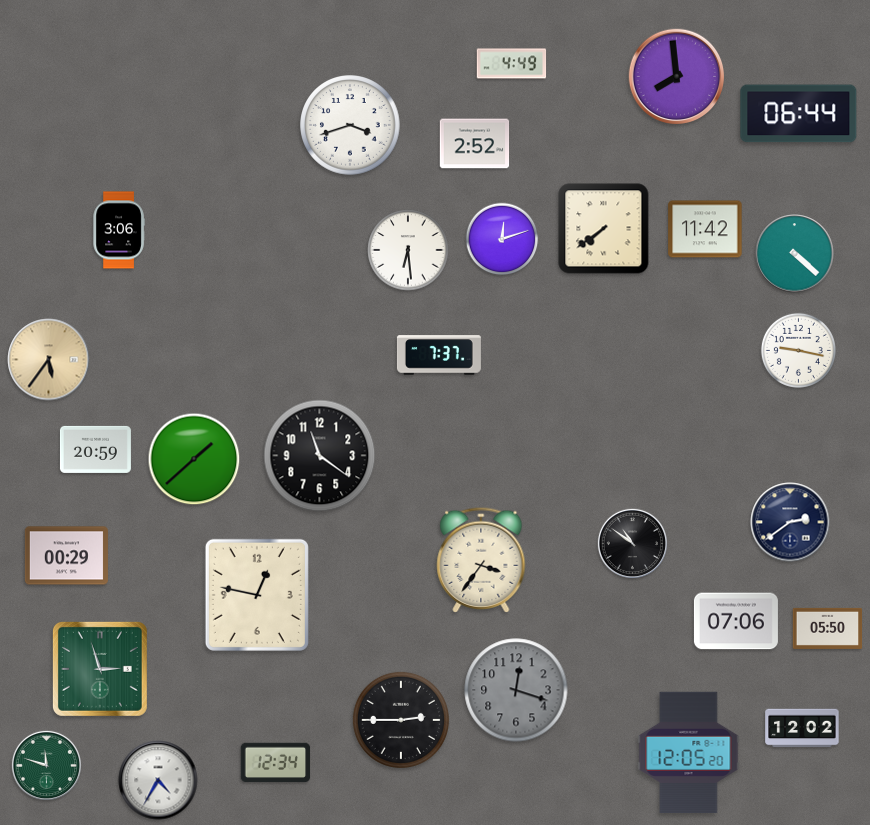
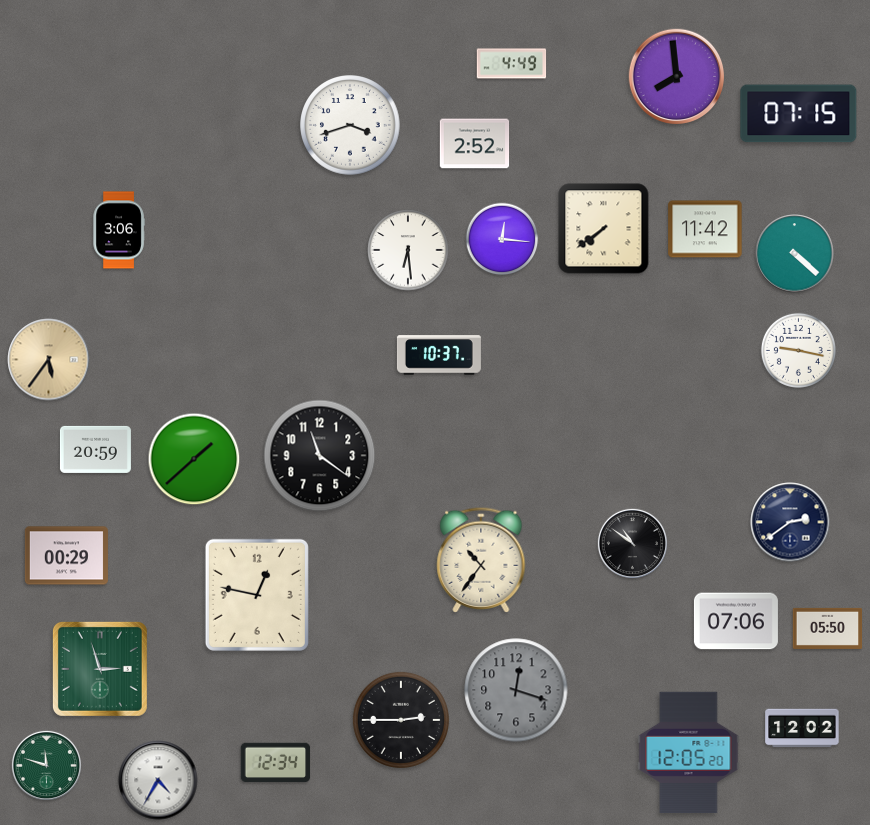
clock at (799, 114): 06:44 -> 07:15
clock at (502, 239): 12:12 -> 12:16
clock at (439, 355): 7:37 -> 10:37
clock at (481, 560): 3:36 -> 10:36
